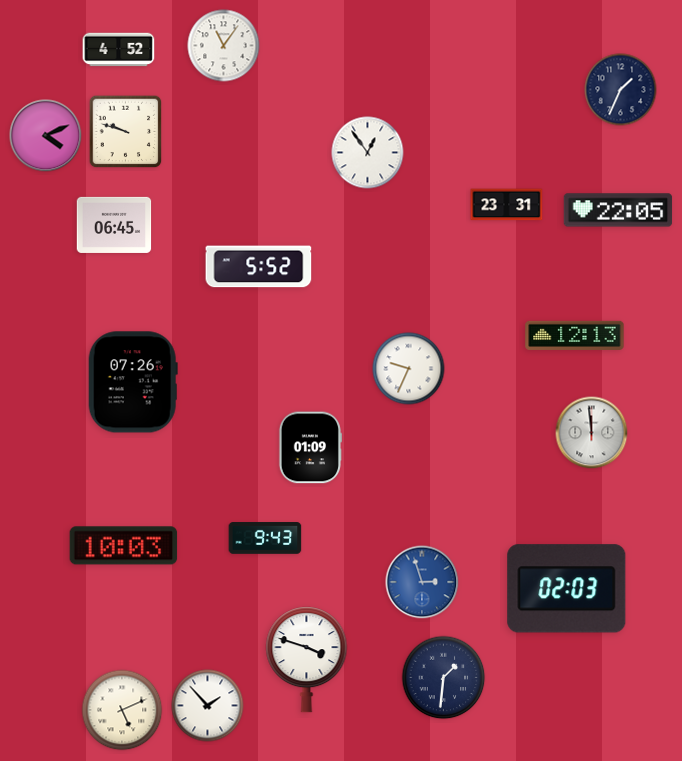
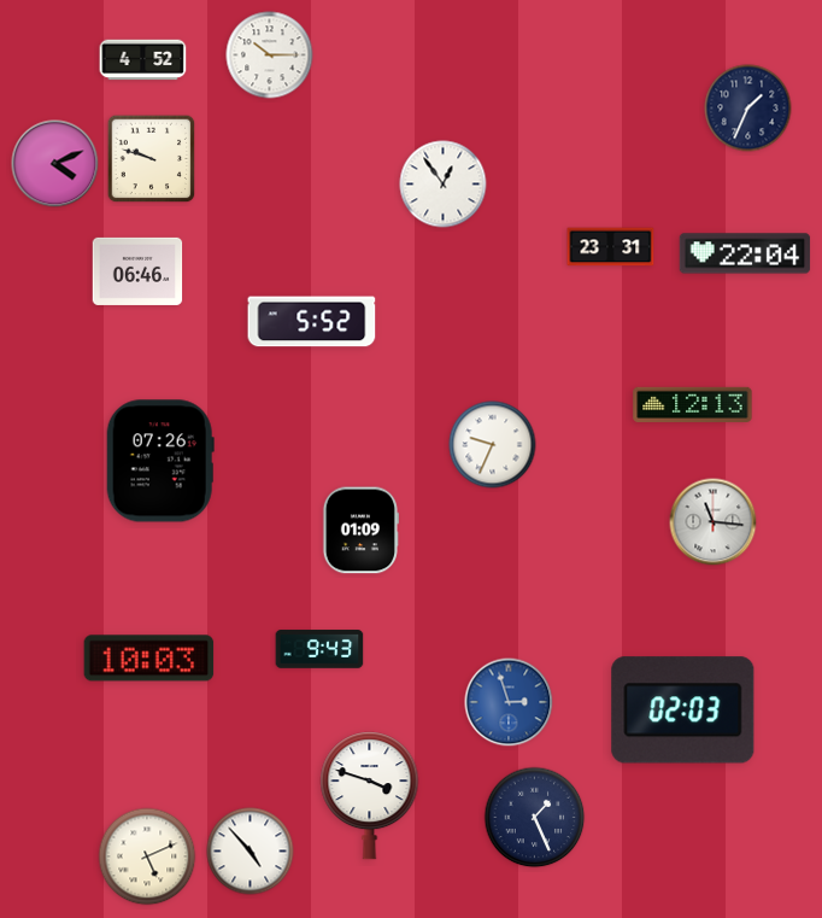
clock at (224, 46): 11:06 -> 10:15
clock at (618, 210): 22:05 -> 22:04
clock at (114, 225): 06:45 -> 06:46
clock at (592, 433): 11:59 -> 11:16
clock at (310, 448) position: (310, 448) -> (360, 531)
clock at (444, 678): 1:31 -> 1:26
clock at (208, 706): 1:53 -> 4:53
